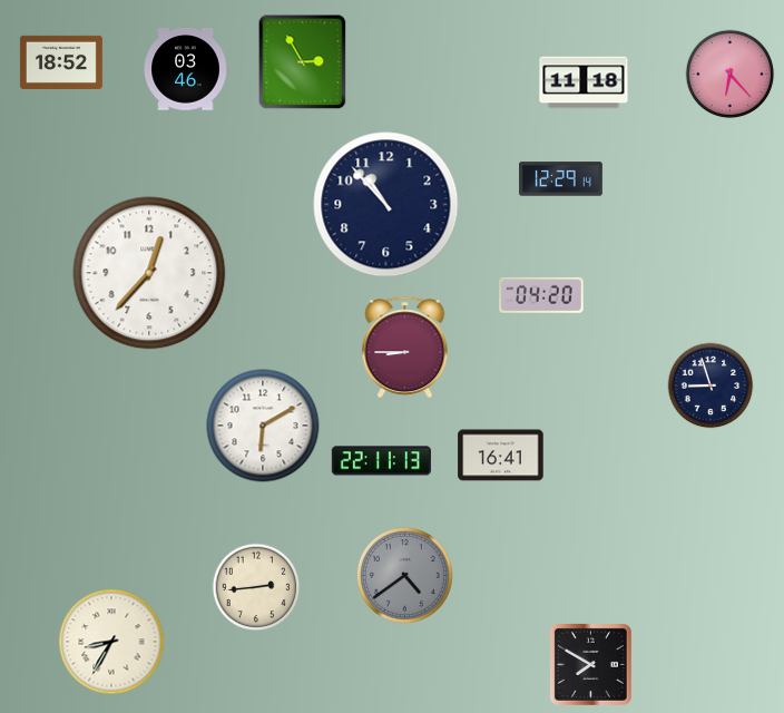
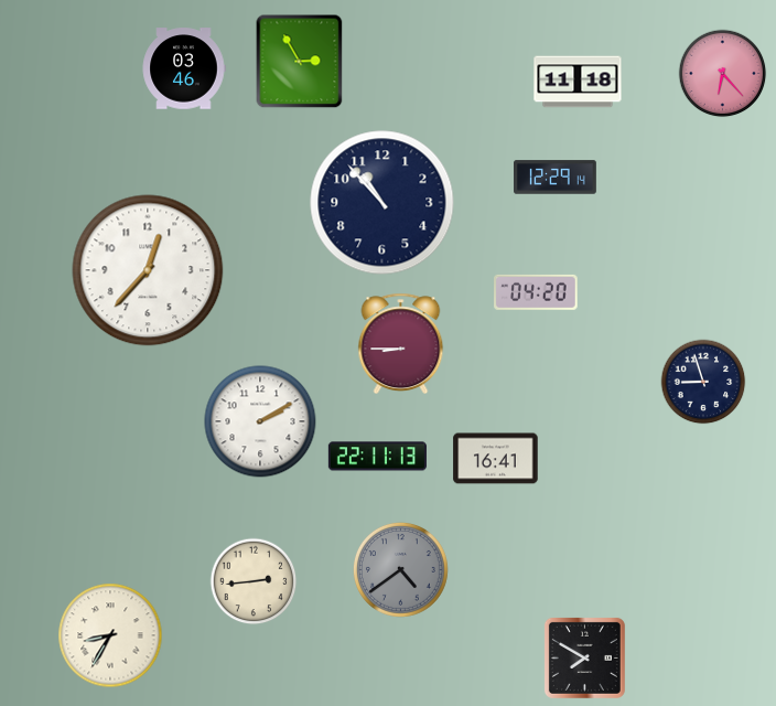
clock at (61, 62): 18:52 -> none
clock at (263, 426): 6:10 -> 2:10
clock at (501, 456) position: (501, 456) -> (496, 459)
